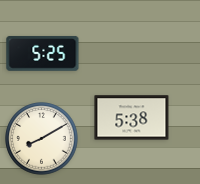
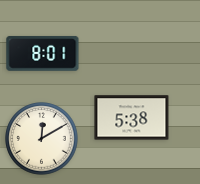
clock at (43, 54): 5:25 -> 8:01
clock at (42, 139): 8:10 -> 12:10
